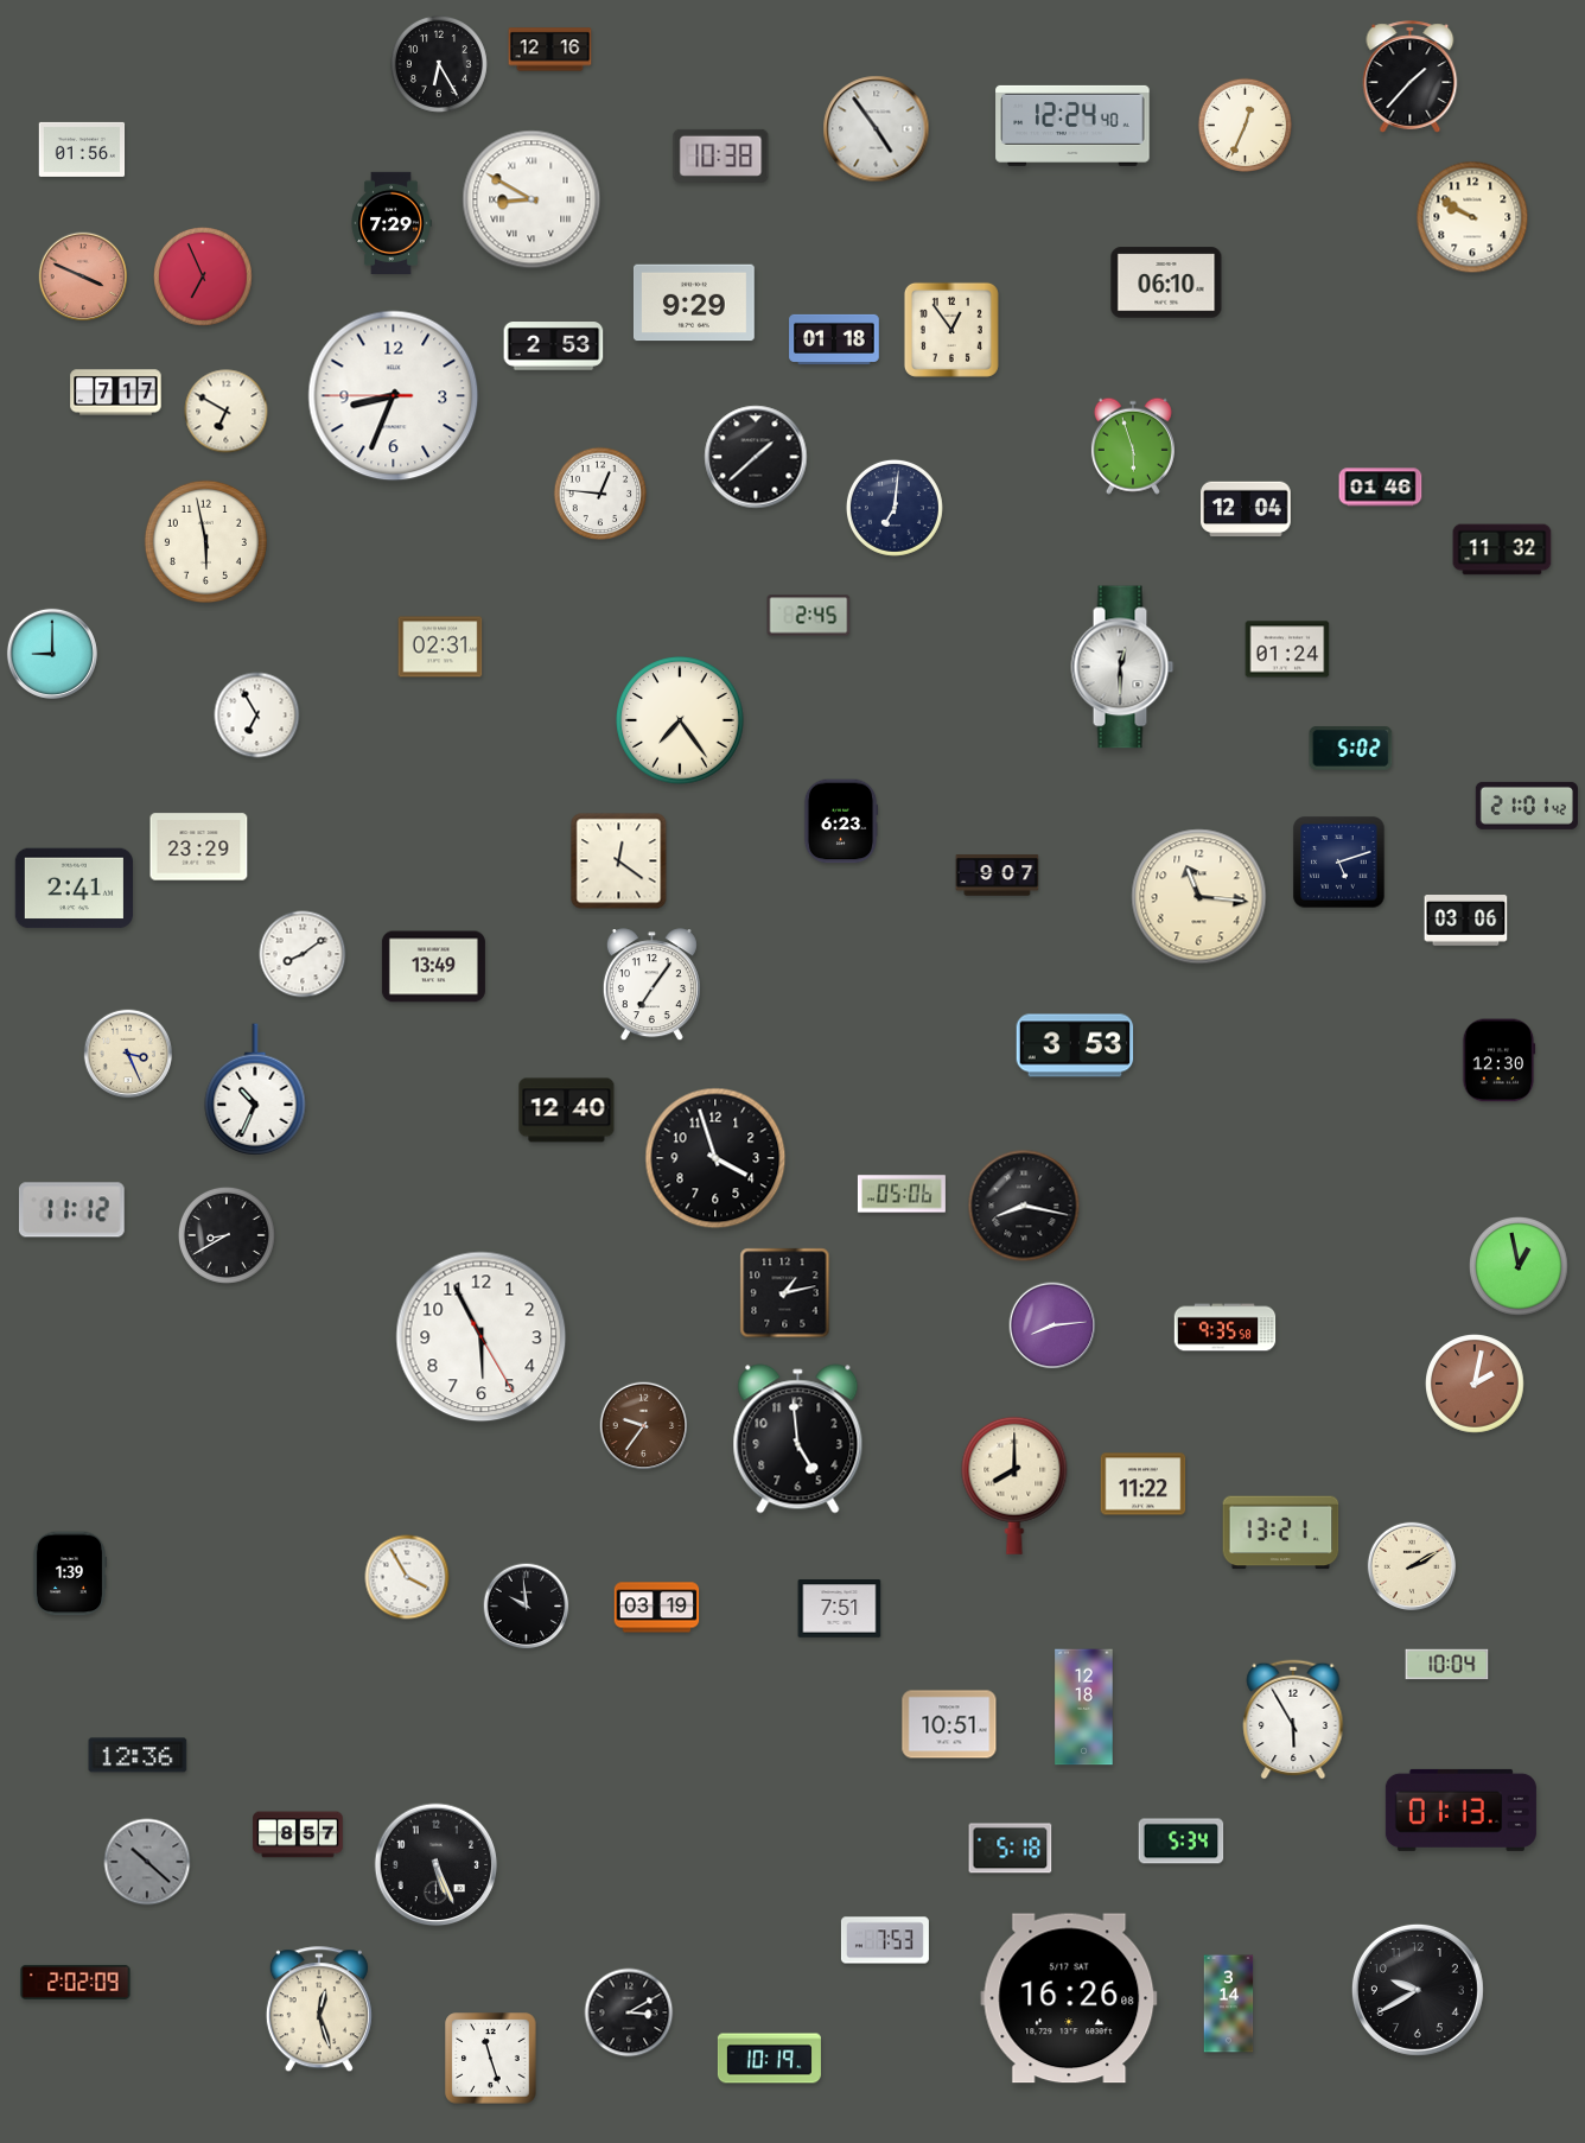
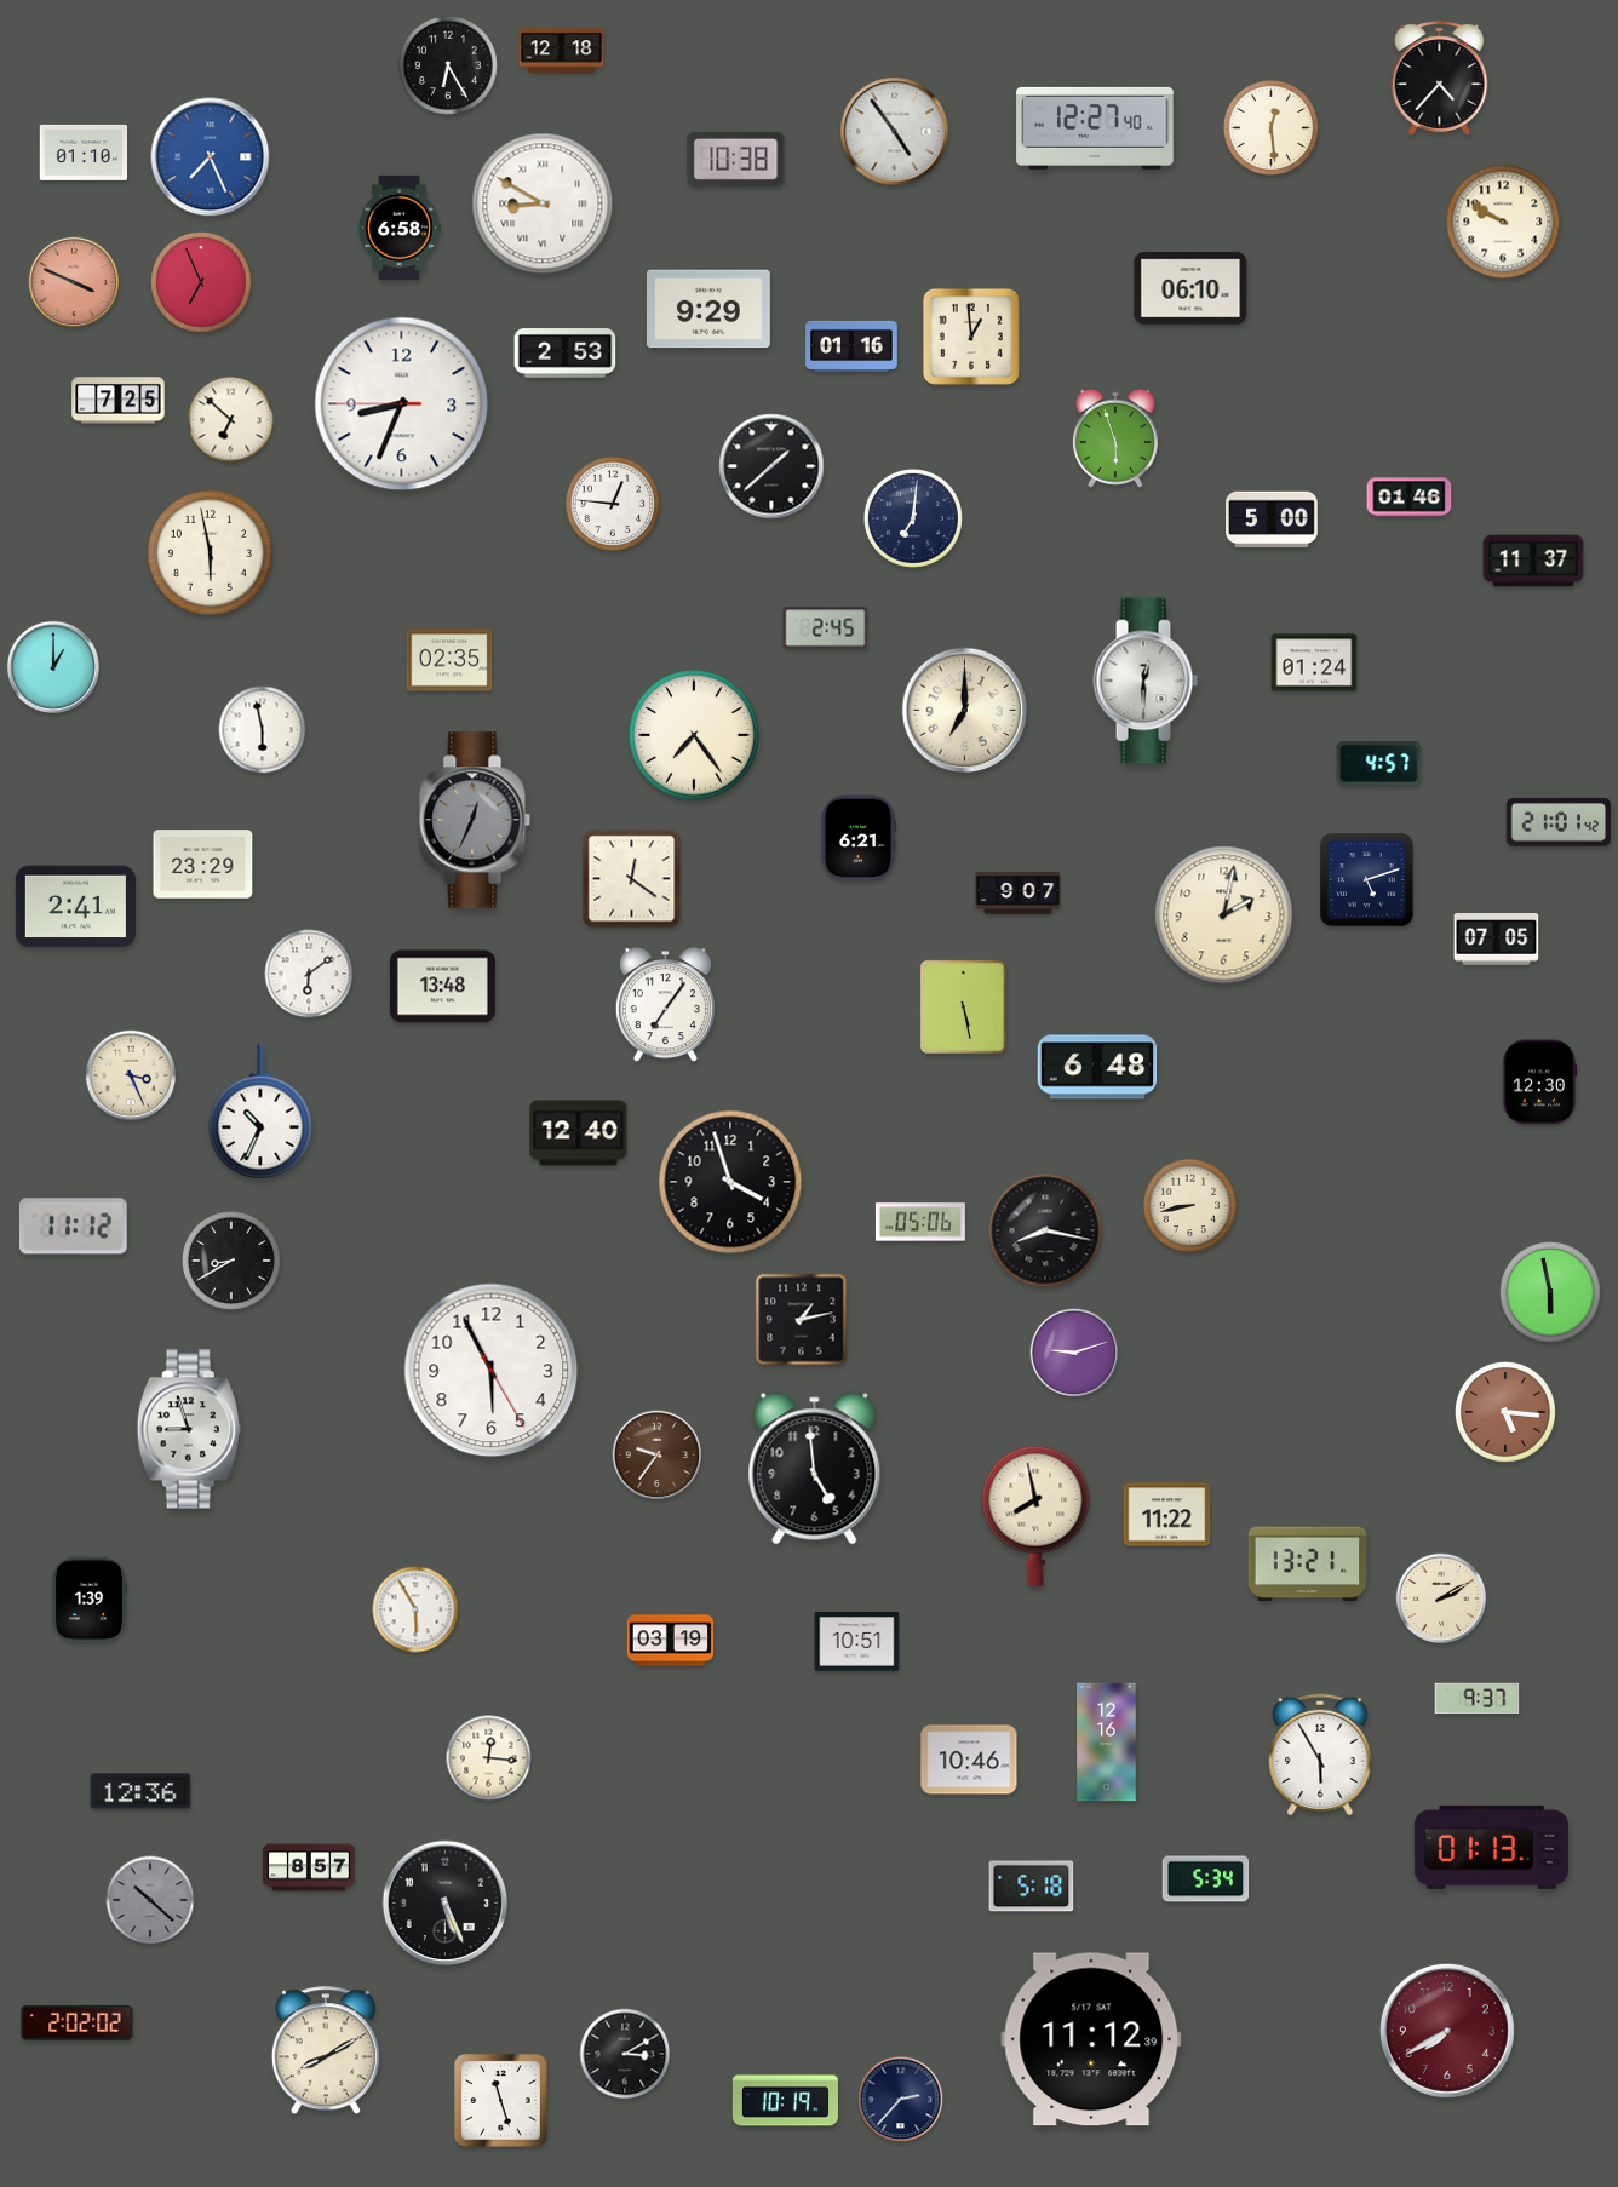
clock at (550, 50): 12:16 -> 12:18
clock at (1411, 77): 1:37 -> 4:37
clock at (1245, 125): 12:34 -> 12:29
clock at (1072, 126): 12:24 -> 12:27
clock at (82, 150): 01:56 -> 01:10
clock at (211, 157): none -> 7:26
clock at (392, 222): 7:29 -> 6:58
clock at (83, 276) position: (83, 276) -> (74, 282)
clock at (204, 278) position: (204, 278) -> (202, 283)
clock at (951, 330): 12:54 -> 12:59
clock at (834, 339): 01:18 -> 01:16
clock at (116, 393): 7:17 -> 7:25
clock at (227, 412): 6:50 -> 6:52
clock at (1133, 446) position: (1133, 446) -> (1115, 438)
clock at (1246, 509): 12:04 -> 5:00
clock at (1502, 549): 11:32 -> 11:37
clock at (440, 647): 02:31 -> 02:35
clock at (52, 654): 9:00 -> 1:00
clock at (965, 711): none -> 7:00
clock at (257, 716): 6:55 -> 5:58
clock at (1351, 749): 5:02 -> 4:57
clock at (475, 820): none -> 12:34
clock at (841, 821): 6:23 -> 6:21
clock at (1199, 897): 11:16 -> 2:02
clock at (1466, 921): 03:06 -> 07:05
clock at (303, 954): 8:09 -> 6:09
clock at (433, 967): 13:49 -> 13:48
clock at (963, 1006): none -> 5:28
clock at (1075, 1045): 3:53 -> 6:48
clock at (1498, 1061) position: (1498, 1061) -> (1539, 1083)
clock at (1190, 1206): none -> 8:43
clock at (902, 1194) position: (902, 1194) -> (920, 1222)
clock at (71, 1210) position: (71, 1210) -> (73, 1227)
clock at (1520, 1267): 12:58 -> 5:58
clock at (1052, 1325): 8:14 -> 9:12
clock at (1226, 1328): 9:35 -> none
clock at (482, 1337) position: (482, 1337) -> (492, 1371)
clock at (1476, 1385): 2:02 -> 5:16
clock at (188, 1429): none -> 8:57
clock at (1014, 1486): 8:00 -> 7:58
clock at (69, 1573) position: (69, 1573) -> (88, 1600)
clock at (407, 1577): 3:55 -> 5:55
clock at (527, 1607): 9:59 -> none
clock at (840, 1609): 7:51 -> 10:51
clock at (1447, 1665): 10:04 -> 9:37
clock at (1084, 1708): 12:18 -> 12:16
clock at (489, 1758): none -> 12:16
clock at (949, 1724): 10:51 -> 10:46
clock at (298, 1834) position: (298, 1834) -> (309, 1867)
clock at (885, 1940): 7:53 -> none
clock at (76, 1982): 2:02:09 -> 2:02:02
clock at (1418, 1990): 9:40 -> 7:40
clock at (1418, 1990) dial: black -> burgundy
clock at (1069, 1998): 16:26 -> 11:12
clock at (1229, 2004): 3:14 -> none
clock at (319, 2010): 12:27 -> 8:10
clock at (629, 2012) position: (629, 2012) -> (625, 2054)
clock at (901, 2100): none -> 2:37
